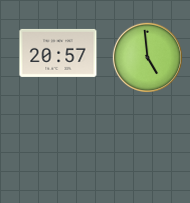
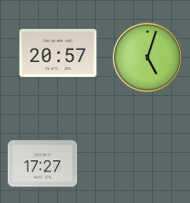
clock at (147, 57): 4:59 -> 5:03
clock at (43, 164): none -> 17:27
